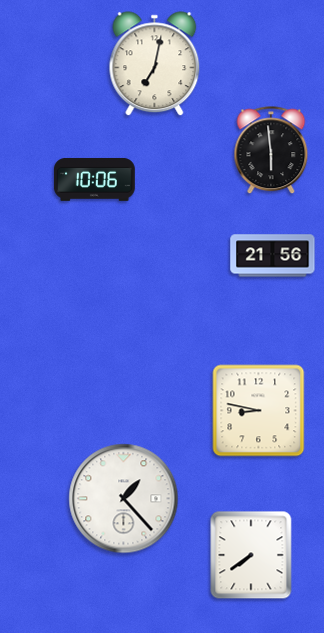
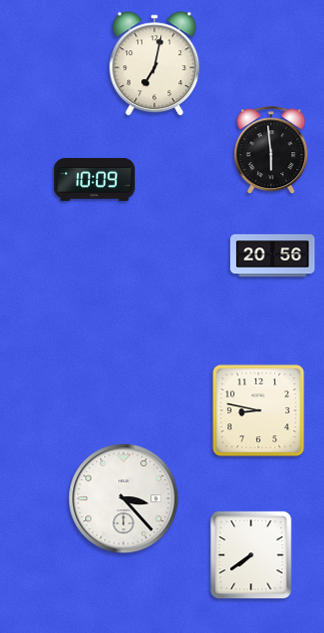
clock at (95, 179): 10:06 -> 10:09
clock at (273, 256): 21:56 -> 20:56
clock at (124, 499): 1:23 -> 3:23
